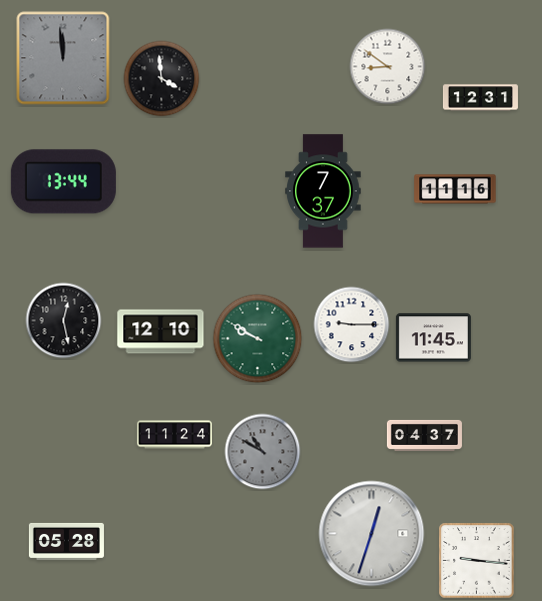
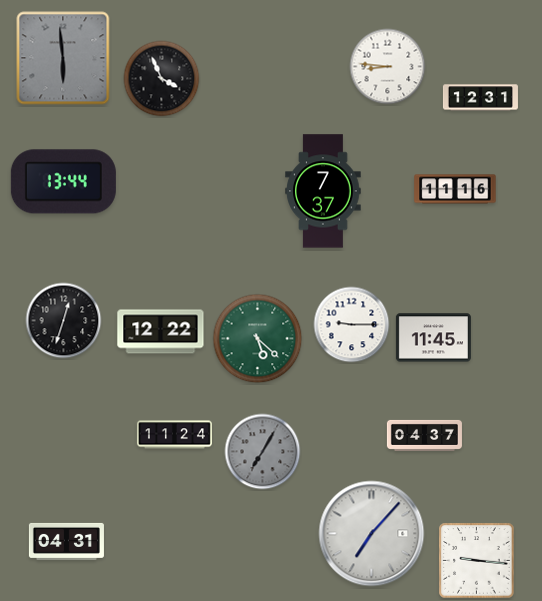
clock at (63, 58): 11:59 -> 5:59
clock at (388, 67): 8:51 -> 8:46
clock at (162, 79): 3:59 -> 3:56
clock at (64, 321): 12:28 -> 12:33
clock at (161, 332): 12:10 -> 12:22
clock at (258, 339): 9:50 -> 5:22
clock at (263, 452): 10:50 -> 7:05
clock at (372, 534): 12:33 -> 7:07
clock at (66, 541): 05:28 -> 04:31
